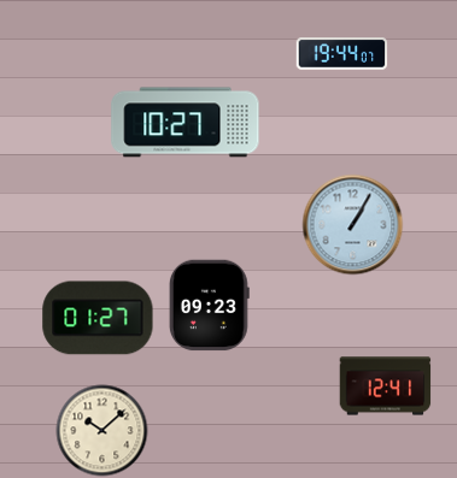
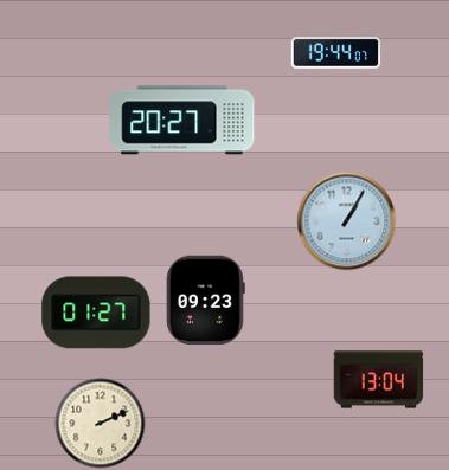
clock at (186, 123): 10:27 -> 20:27
clock at (386, 386): 12:41 -> 13:04
clock at (102, 431): 10:08 -> 2:11
